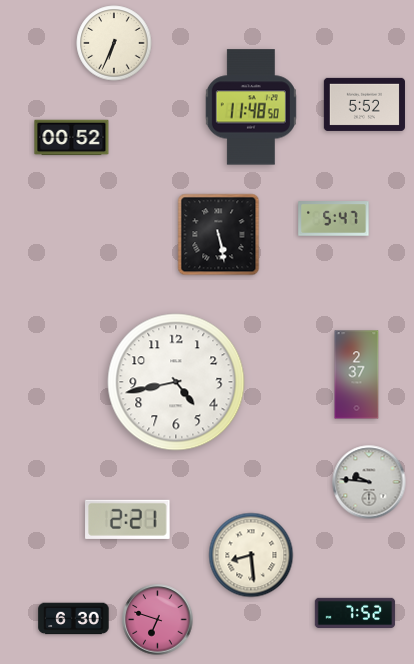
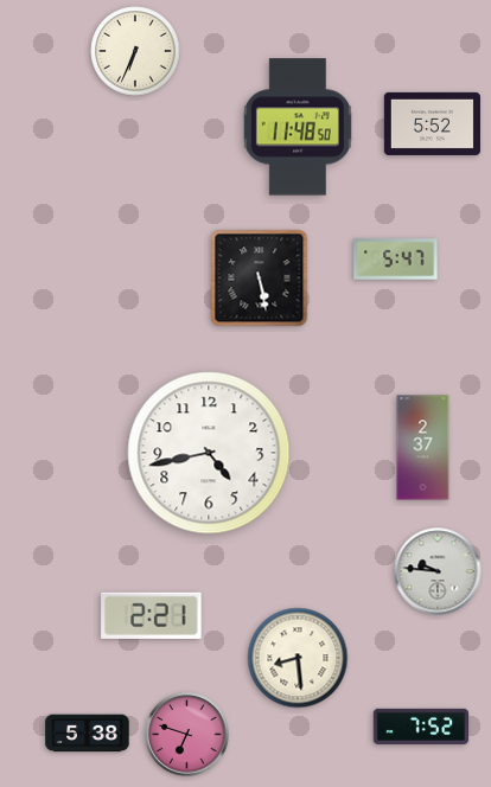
clock at (72, 138): 00:52 -> none
clock at (357, 375) position: (357, 375) -> (423, 448)
clock at (74, 619): 6:30 -> 5:38
